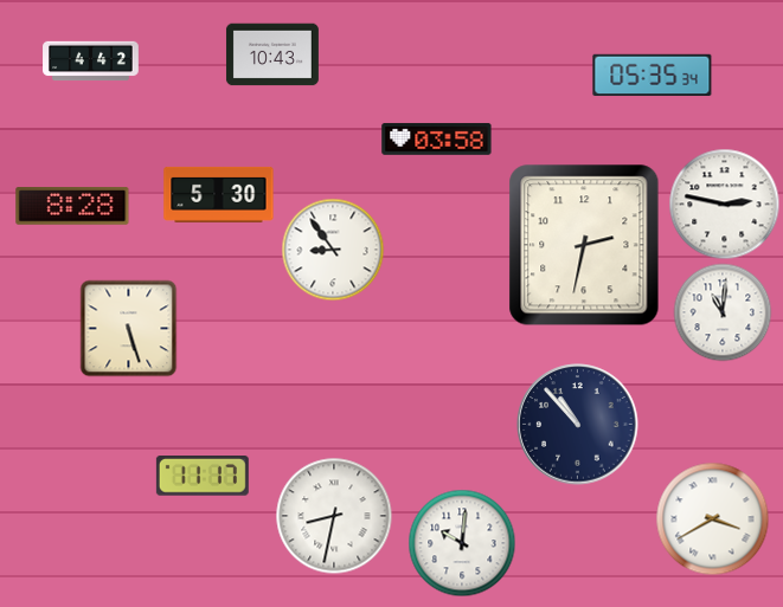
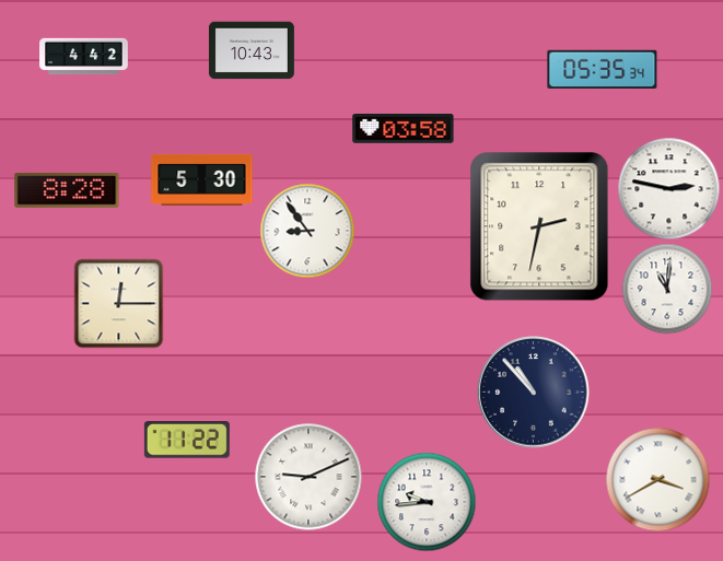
clock at (128, 328): 5:27 -> 12:15
clock at (203, 477): 11:17 -> 11:22
clock at (334, 516): 8:32 -> 9:11
clock at (462, 543): 10:01 -> 9:44
